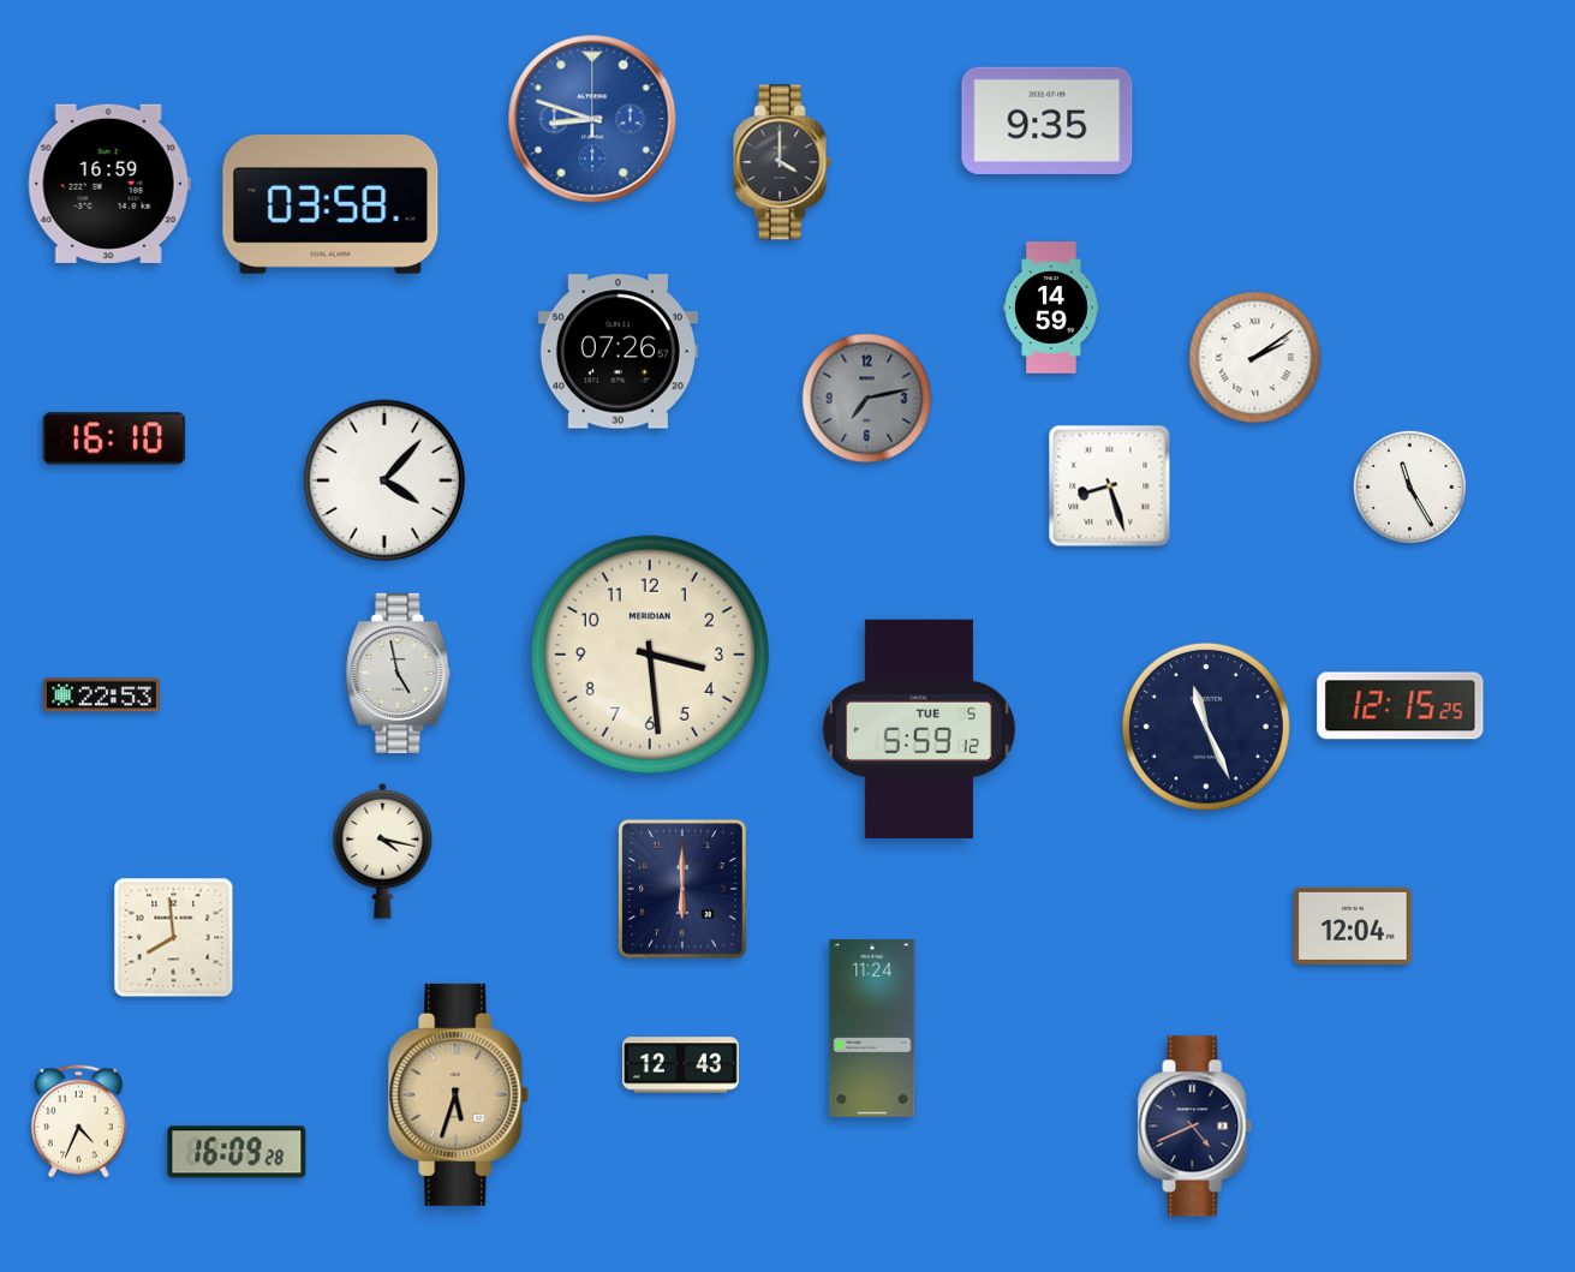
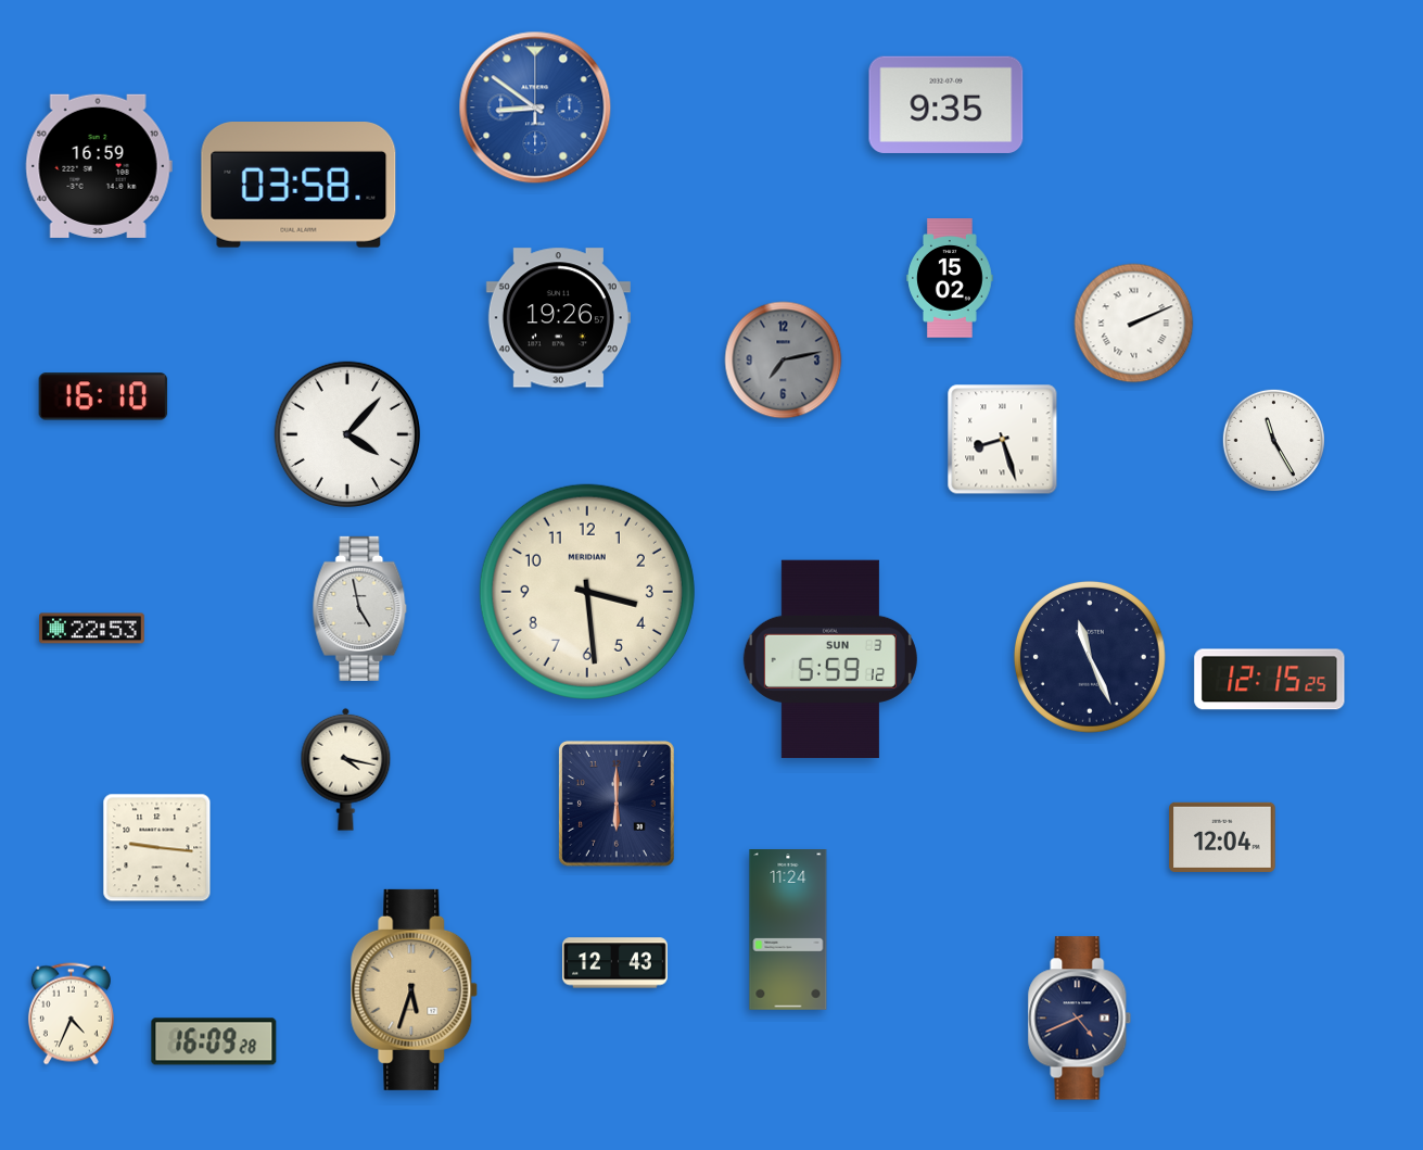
clock at (592, 119): 8:48 -> 8:51
clock at (1048, 120) position: (1048, 120) -> (946, 104)
clock at (782, 162): 4:00 -> none
clock at (1051, 307): 14:59 -> 15:02
clock at (618, 352): 07:26 -> 19:26
clock at (1255, 358): 2:09 -> 2:11
clock at (1401, 706) position: (1401, 706) -> (1270, 680)
clock at (919, 729) date: TUE 5 -> SUN 3
clock at (174, 938): 7:59 -> 9:16
